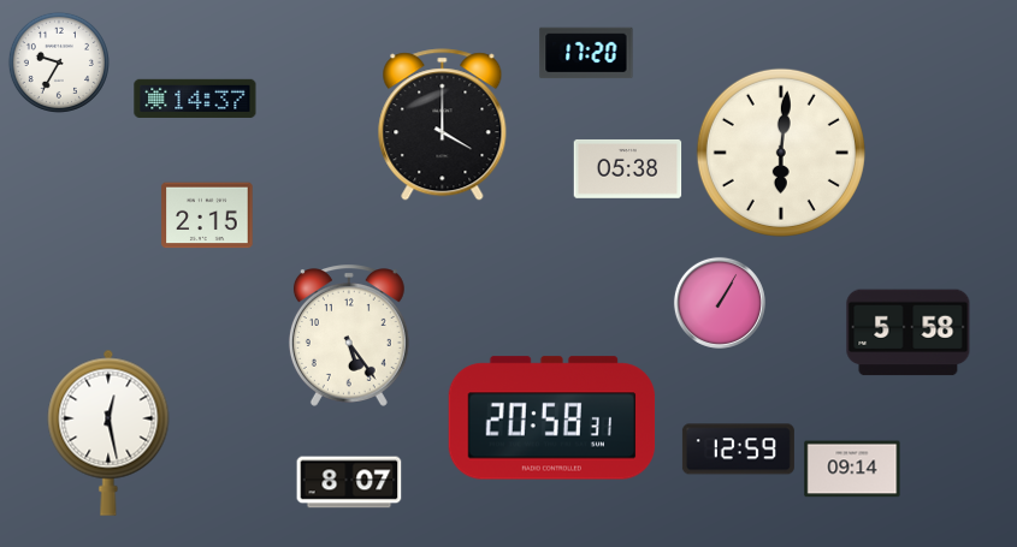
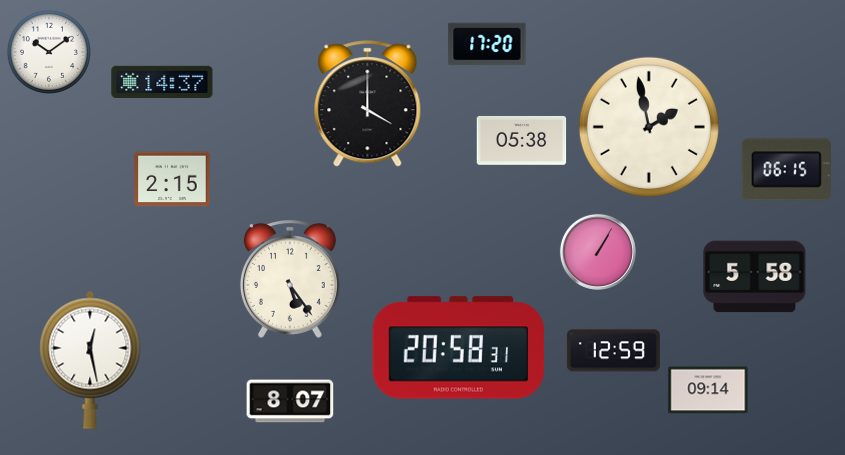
clock at (59, 63): 9:35 -> 10:09
clock at (781, 153): 6:01 -> 1:58
clock at (786, 170): none -> 06:15
clock at (738, 450) position: (738, 450) -> (613, 351)
